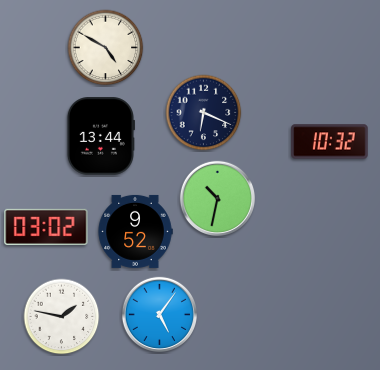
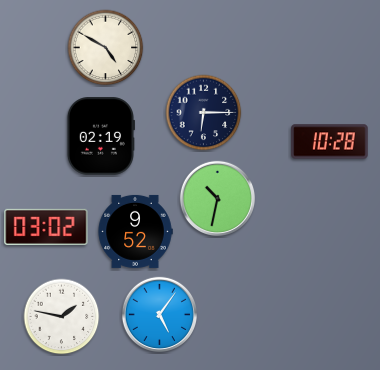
clock at (204, 113): 6:19 -> 6:15
clock at (100, 136): 13:44 -> 02:19
clock at (330, 142): 10:32 -> 10:28
